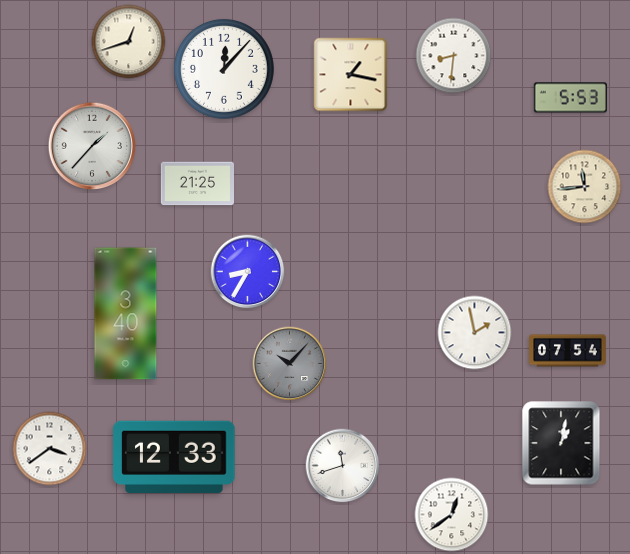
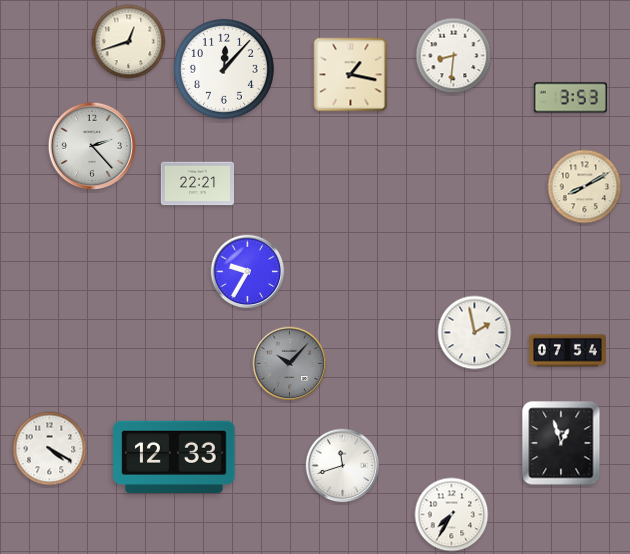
clock at (570, 98): 5:53 -> 3:53
clock at (92, 146): 1:37 -> 2:23
clock at (197, 184): 21:25 -> 22:21
clock at (585, 187): 11:44 -> 8:10
clock at (248, 272): 8:35 -> 9:35
clock at (126, 314): 3:40 -> none
clock at (561, 443): 1:02 -> 12:57
clock at (50, 449): 3:39 -> 4:20
clock at (452, 515): 12:39 -> 7:35
